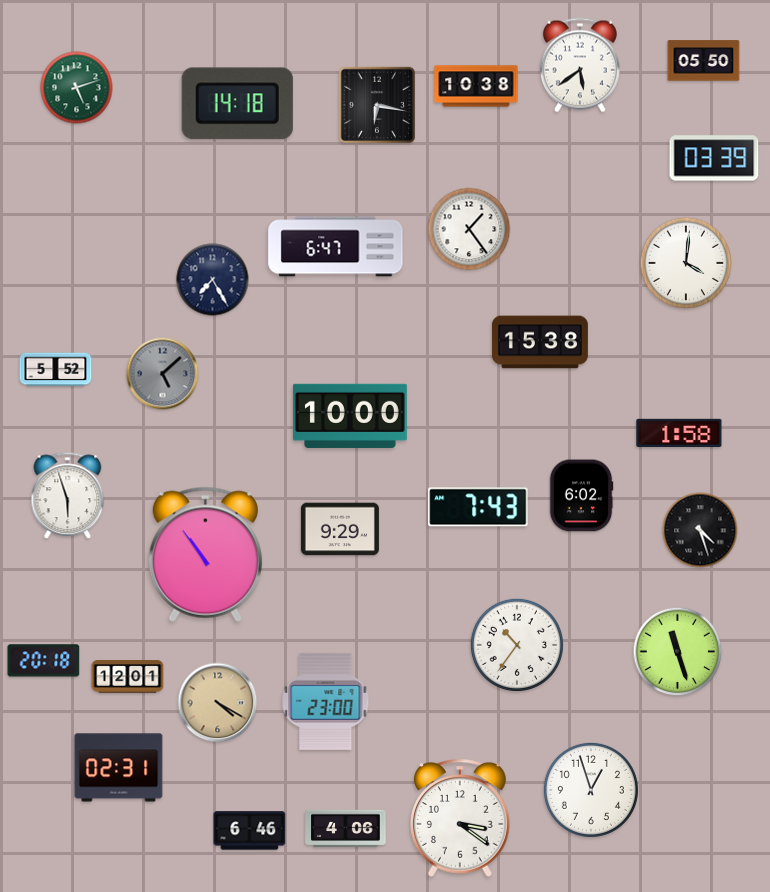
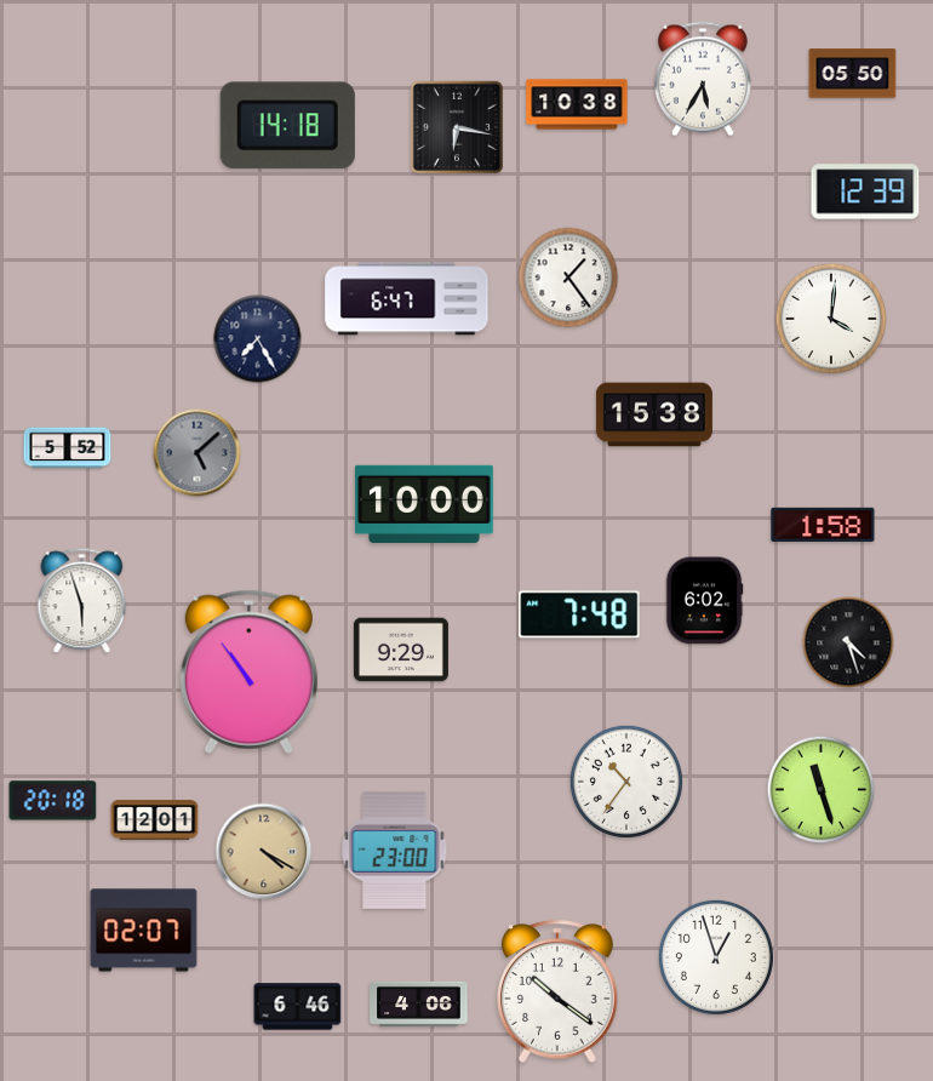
clock at (580, 65): 5:39 -> 5:35
clock at (77, 88): 5:12 -> none
clock at (714, 158): 03:39 -> 12:39
clock at (478, 507): 7:43 -> 7:48
clock at (340, 529) position: (340, 529) -> (401, 650)
clock at (119, 768): 02:31 -> 02:07
clock at (461, 818): 3:21 -> 10:21
clock at (250, 831) position: (250, 831) -> (298, 1007)
